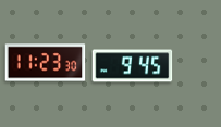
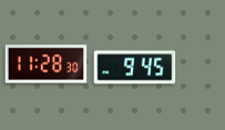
clock at (46, 63): 11:23 -> 11:28
